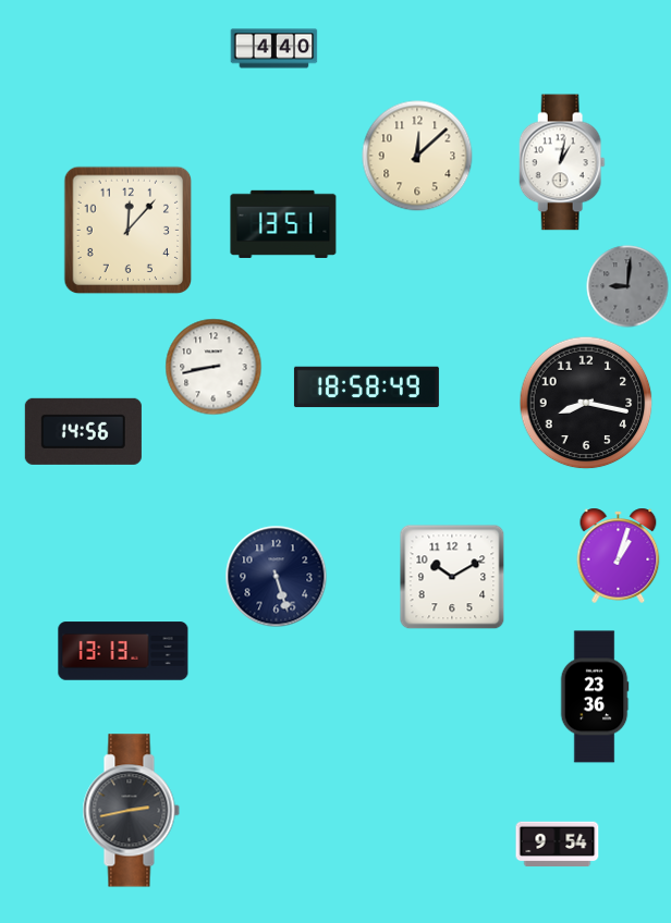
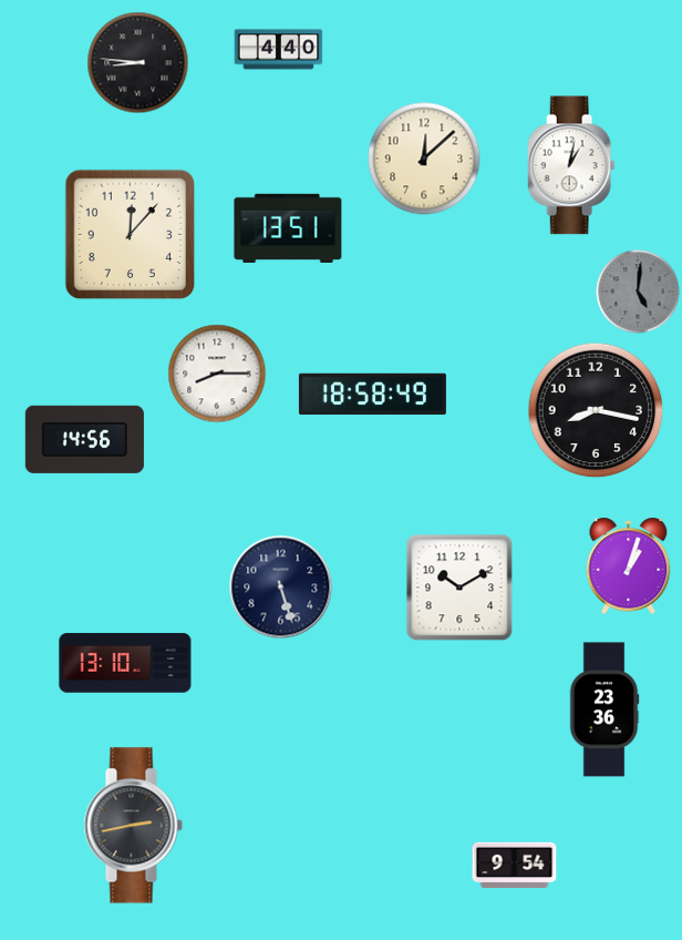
clock at (138, 63): none -> 8:46
clock at (627, 286): 9:01 -> 5:01
clock at (213, 367): 8:43 -> 8:15
clock at (123, 651): 13:13 -> 13:10
clock at (558, 845) position: (558, 845) -> (515, 866)
